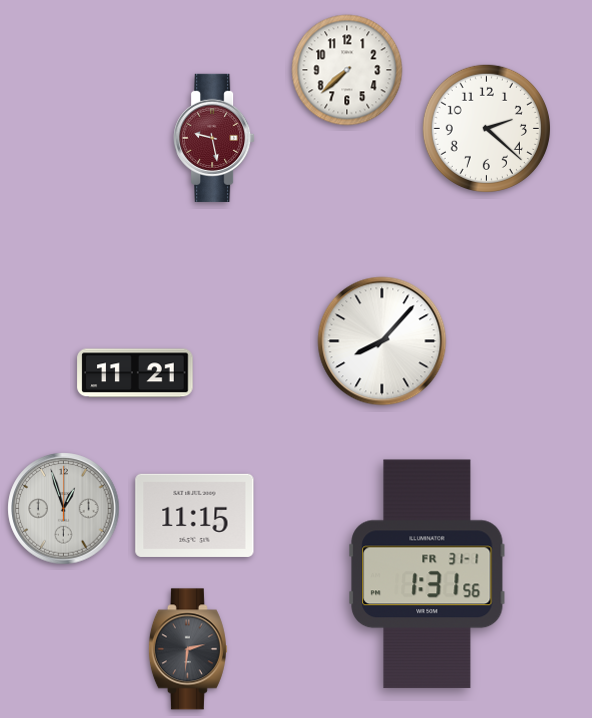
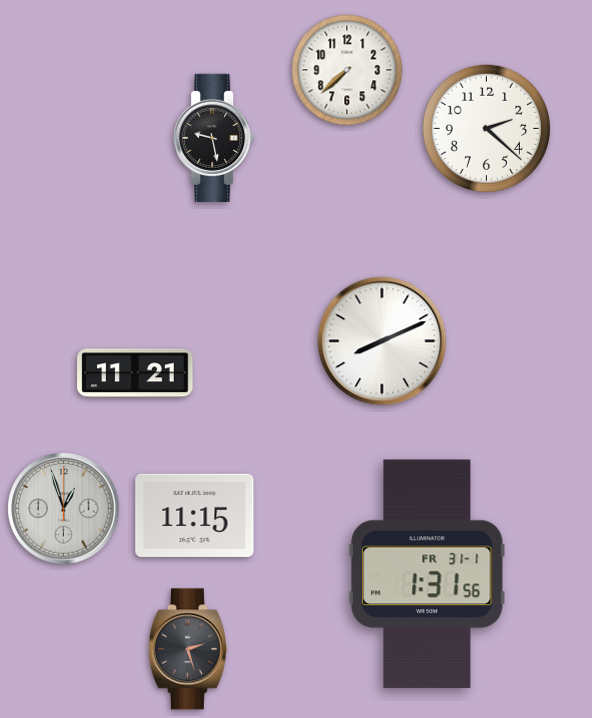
clock at (214, 138) dial: burgundy -> black
clock at (382, 341): 8:07 -> 8:11
clock at (188, 649): 2:31 -> 2:27
